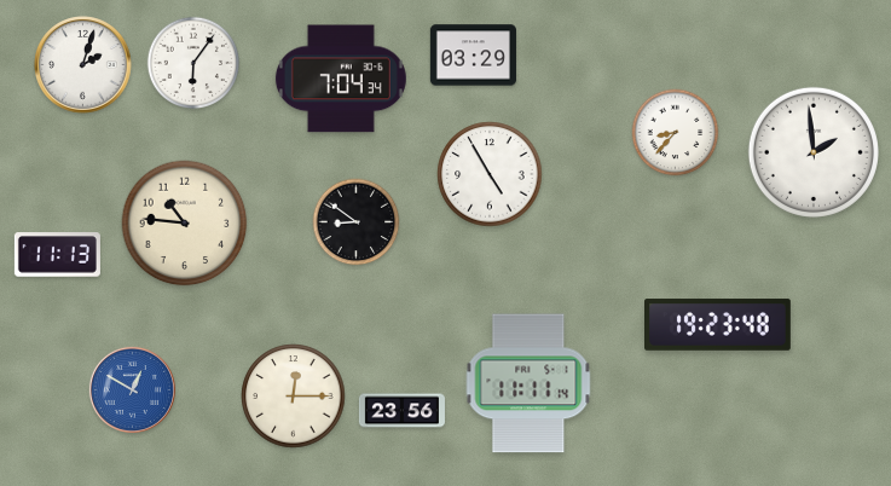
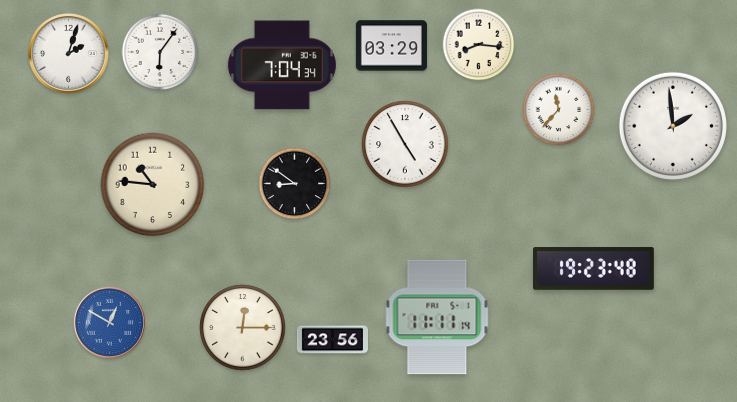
clock at (479, 45): none -> 8:16
clock at (676, 133): 8:37 -> 11:37
clock at (57, 255): 11:13 -> none
